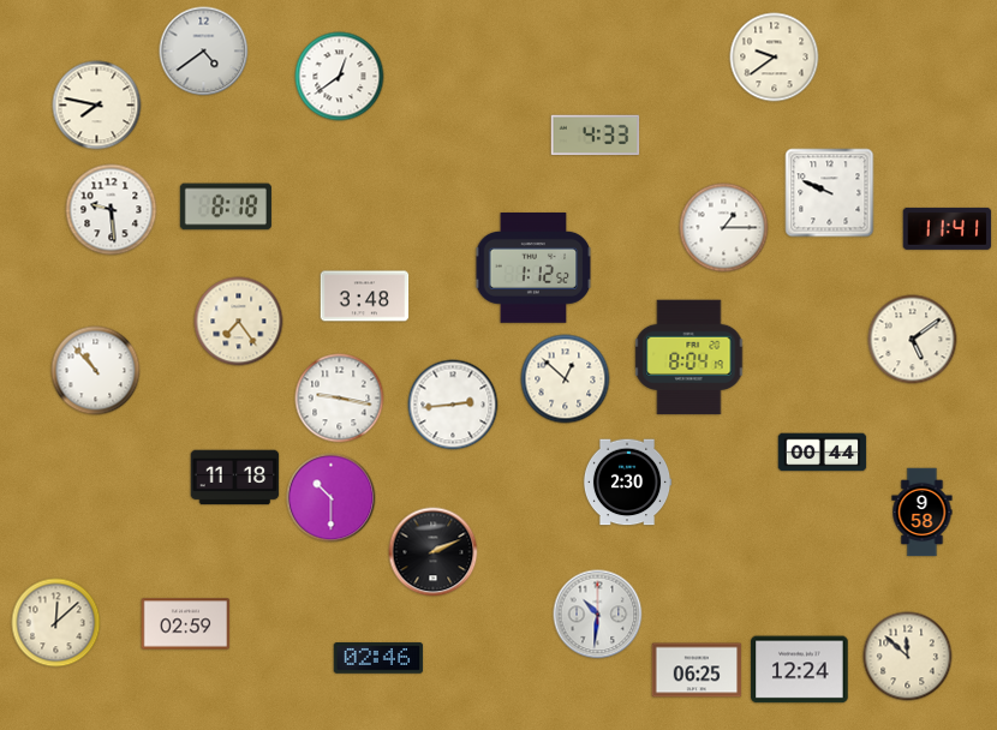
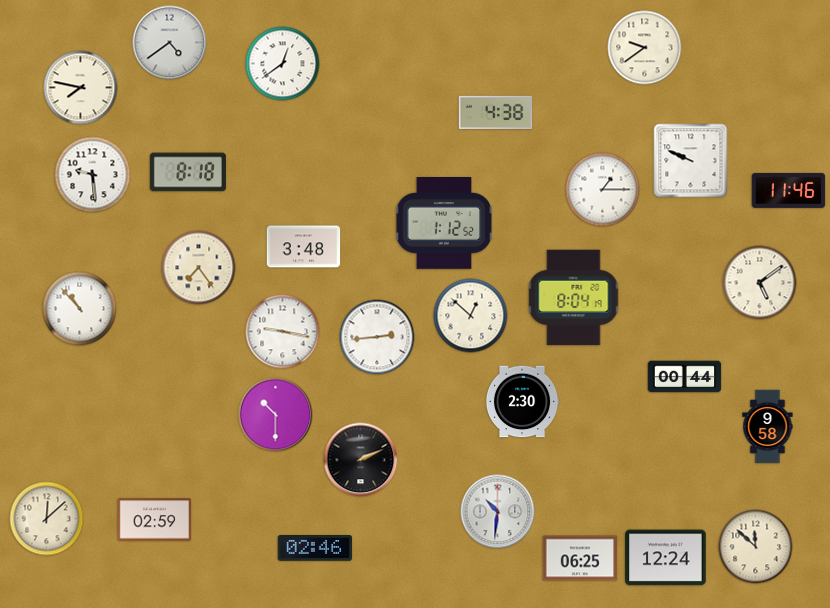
clock at (596, 136): 4:33 -> 4:38
clock at (948, 228): 11:41 -> 11:46
clock at (235, 478): 11:18 -> none
